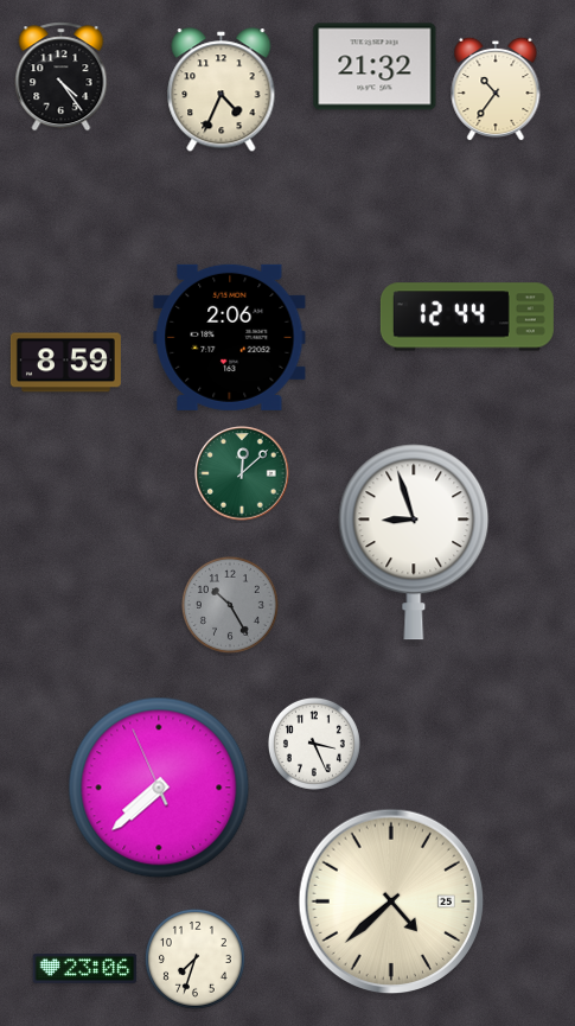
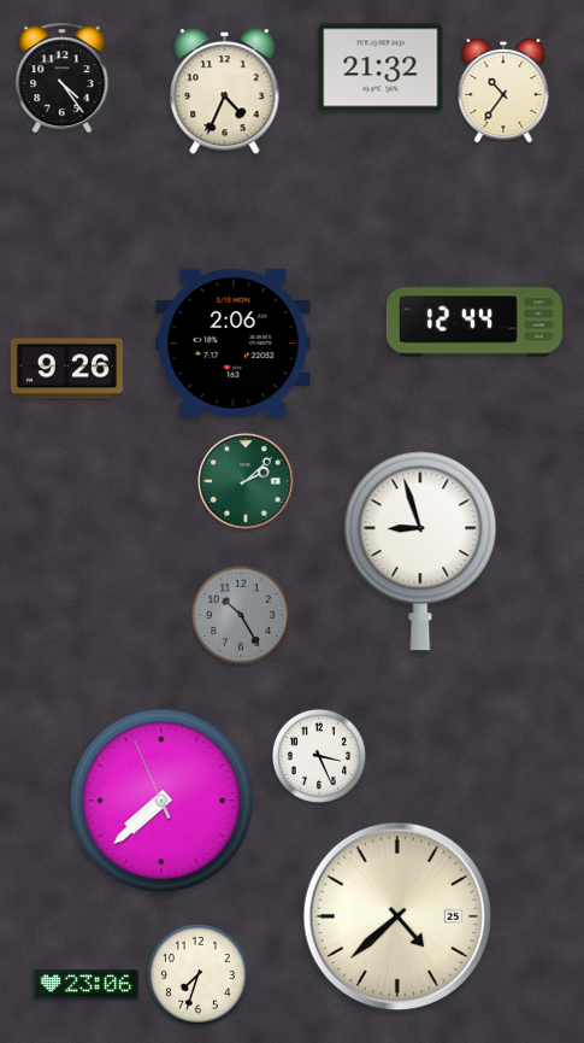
clock at (65, 363): 8:59 -> 9:26
clock at (242, 473): 12:08 -> 2:08
clock at (230, 605) position: (230, 605) -> (241, 615)
